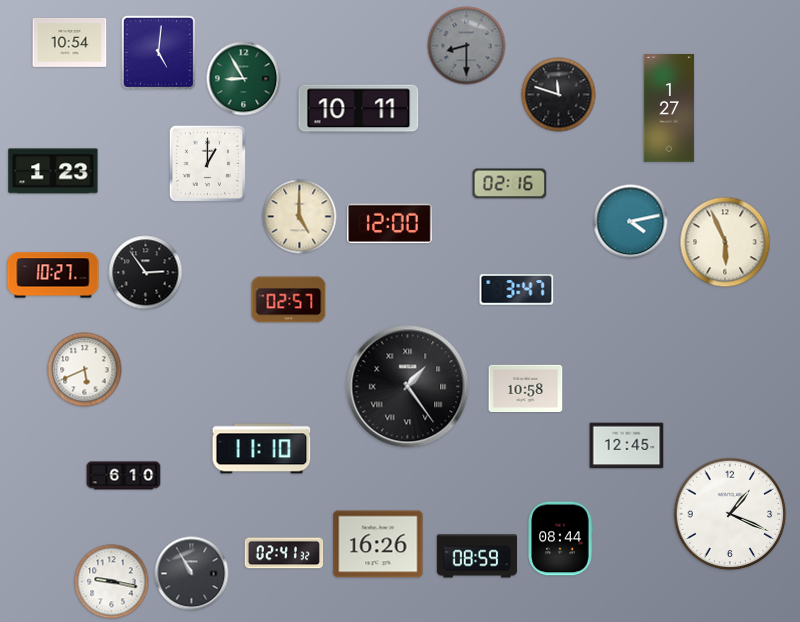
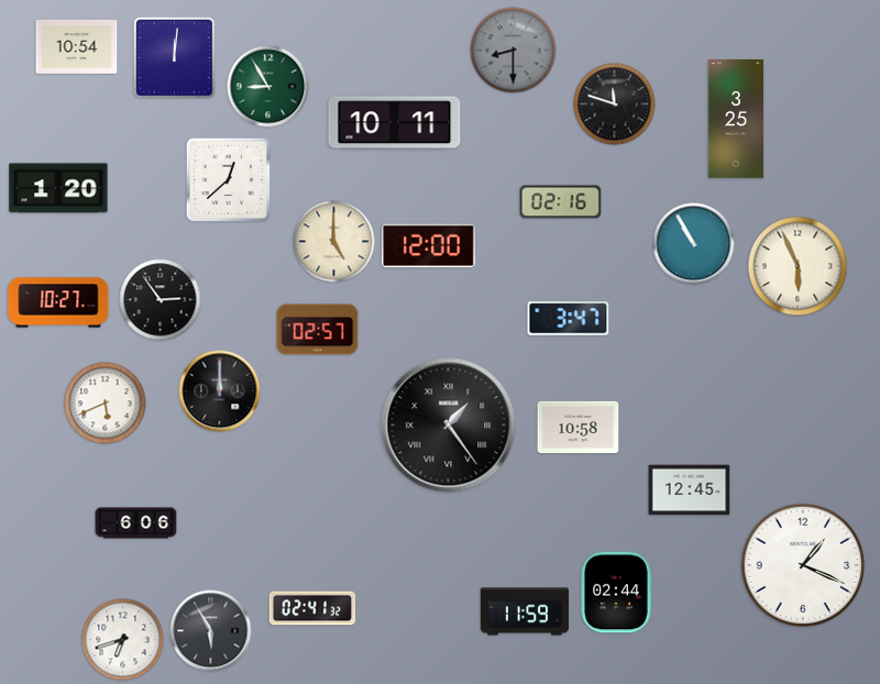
clock at (158, 52): 5:01 -> 12:01
clock at (669, 108): 1:27 -> 3:25
clock at (359, 109) position: (359, 109) -> (395, 123)
clock at (207, 163): 1:00 -> 12:38
clock at (53, 171): 1:23 -> 1:20
clock at (300, 217) position: (300, 217) -> (334, 242)
clock at (631, 222): 4:13 -> 10:55
clock at (220, 391): none -> 12:00
clock at (85, 370) position: (85, 370) -> (106, 404)
clock at (262, 449): 11:10 -> none
clock at (124, 476): 6:10 -> 6:06
clock at (560, 539): 08:44 -> 02:44
clock at (378, 544): 16:26 -> none
clock at (477, 556): 08:59 -> 11:59
clock at (192, 574): 10:55 -> 5:55
clock at (112, 582): 9:17 -> 6:42
